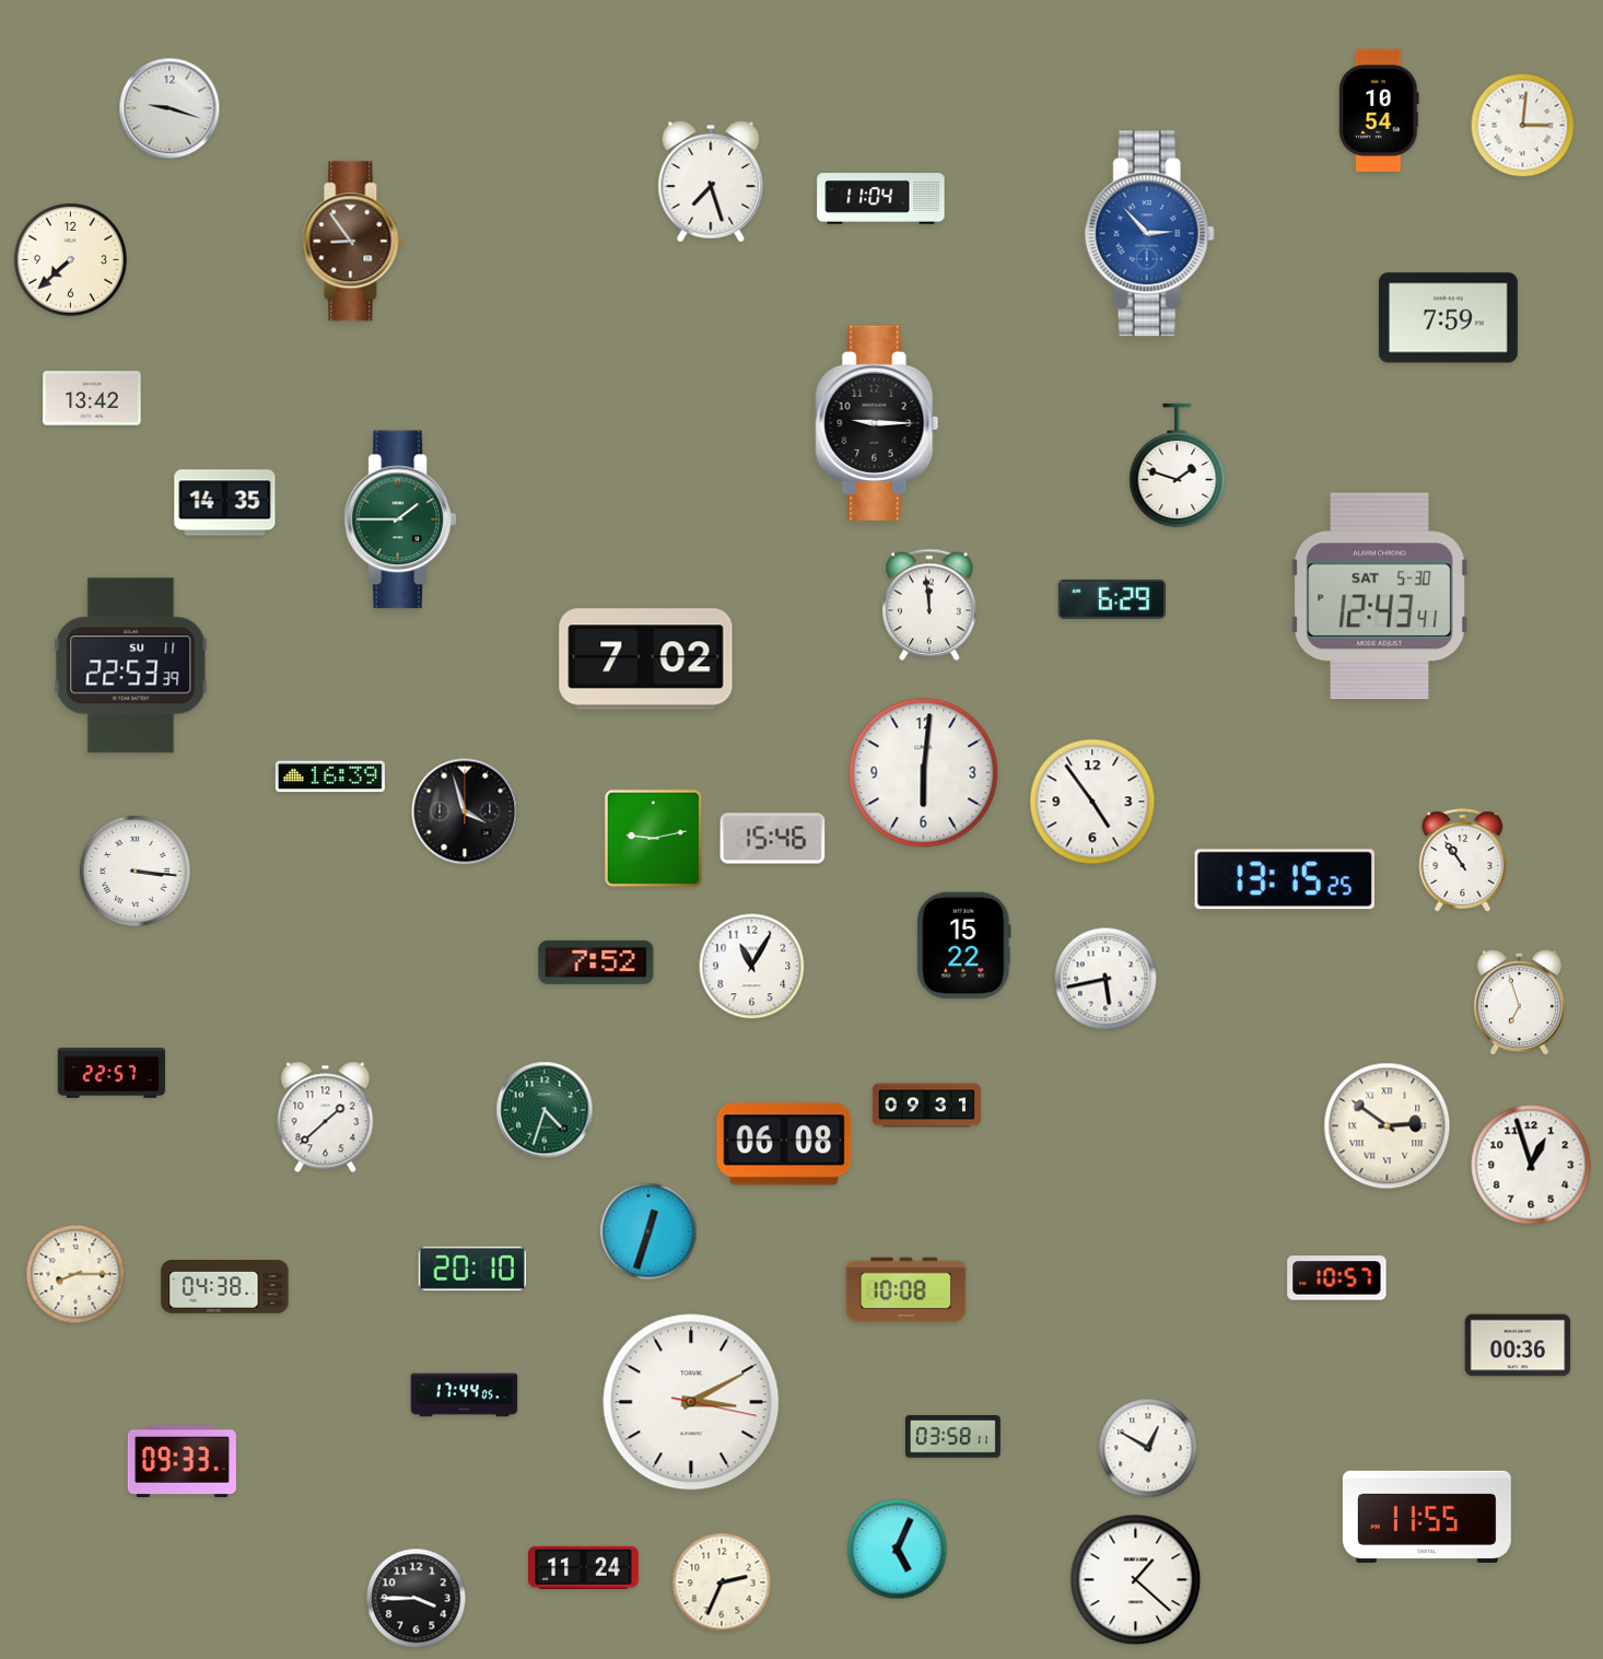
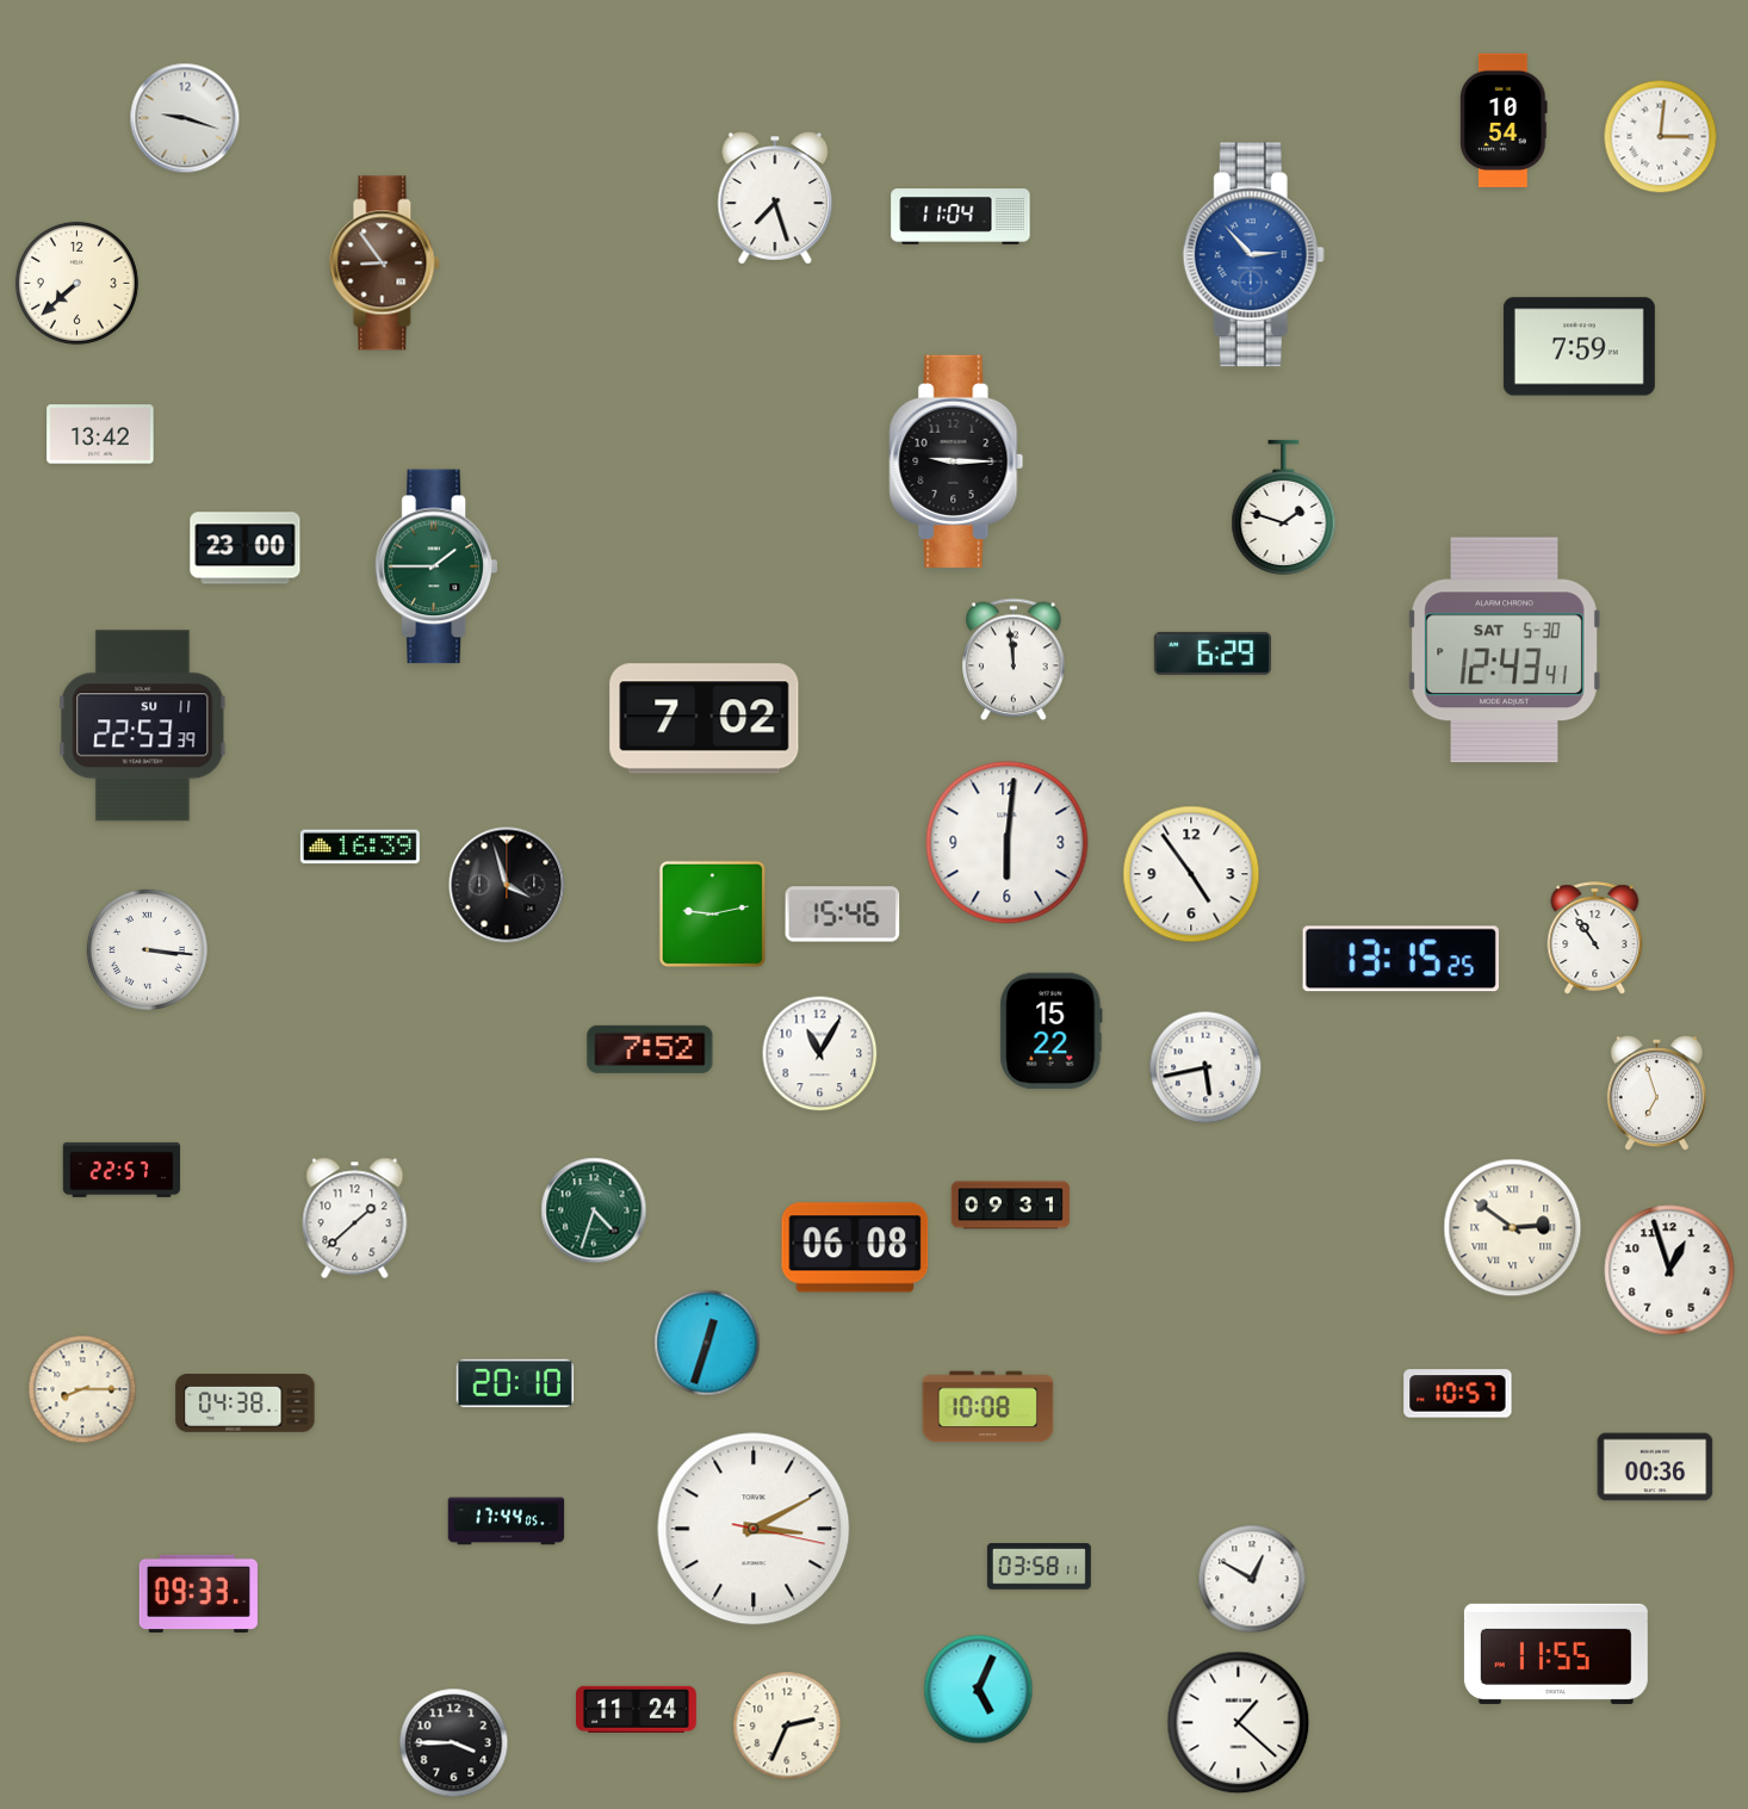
clock at (225, 503): 14:35 -> 23:00
